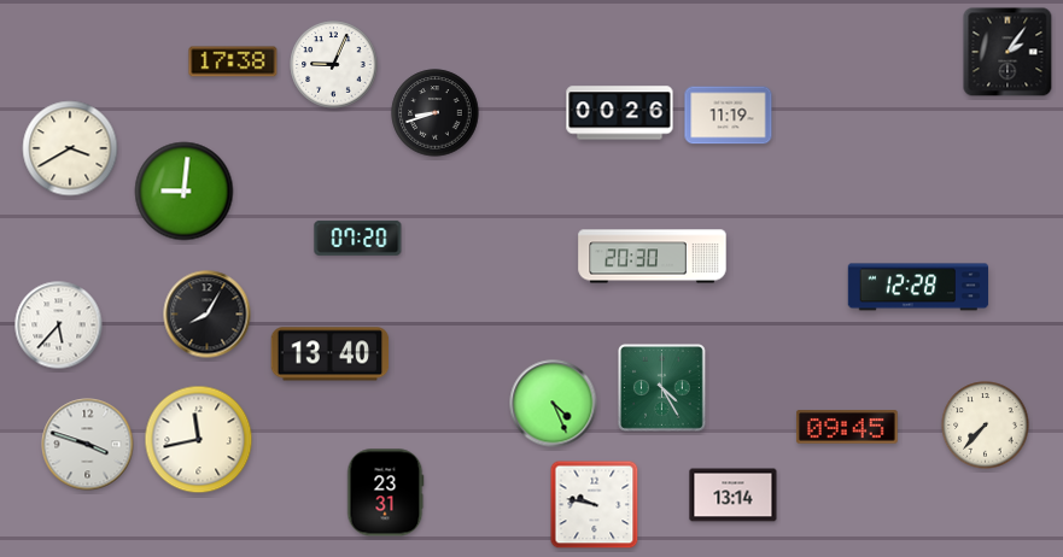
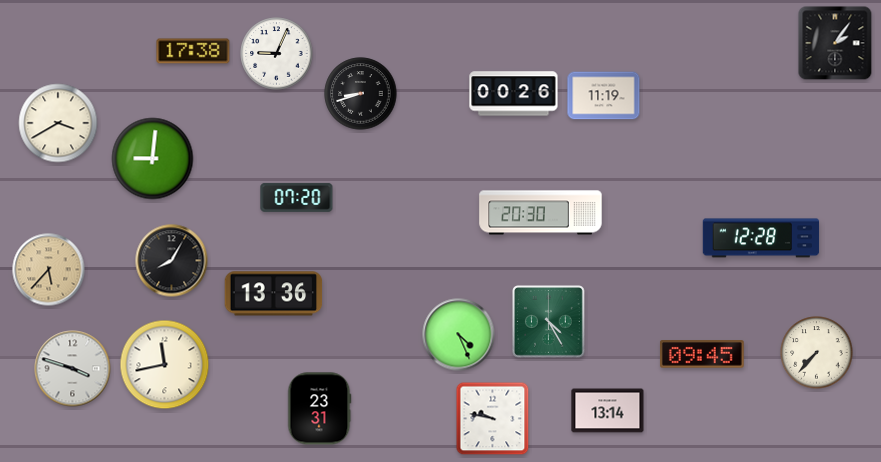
clock at (59, 326) dial: white -> champagne
clock at (331, 354): 13:40 -> 13:36
